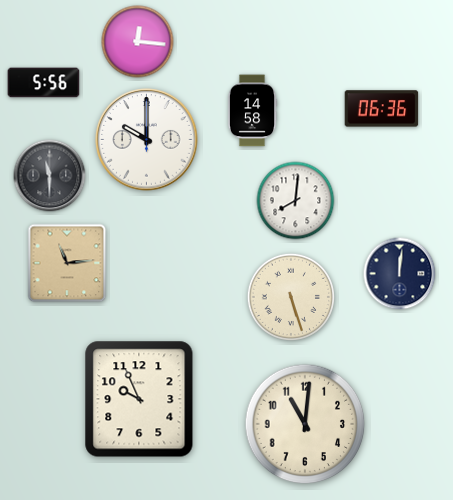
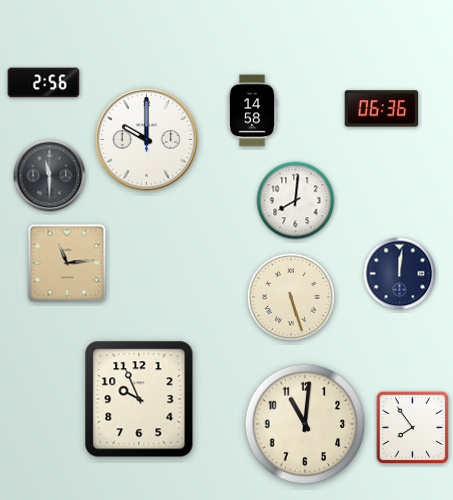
clock at (138, 42): 12:16 -> none
clock at (44, 83): 5:56 -> 2:56
clock at (413, 428): none -> 7:54
